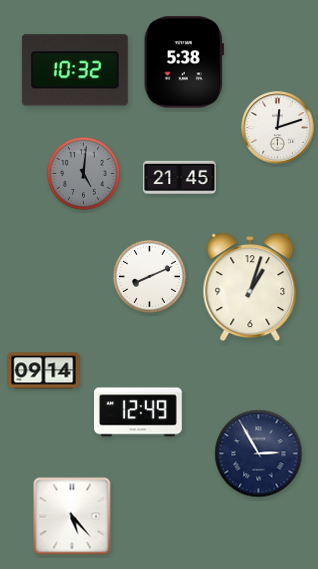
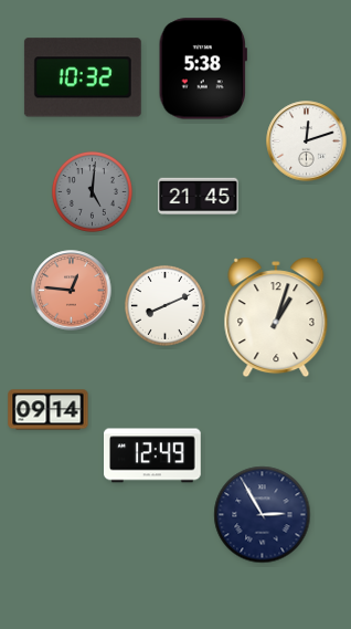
clock at (72, 291): none -> 12:46
clock at (259, 454) position: (259, 454) -> (263, 515)
clock at (72, 516): 5:23 -> none
